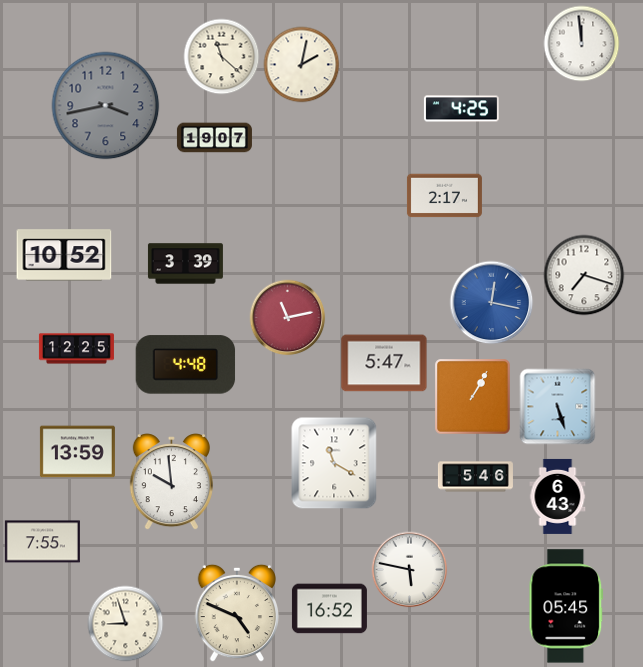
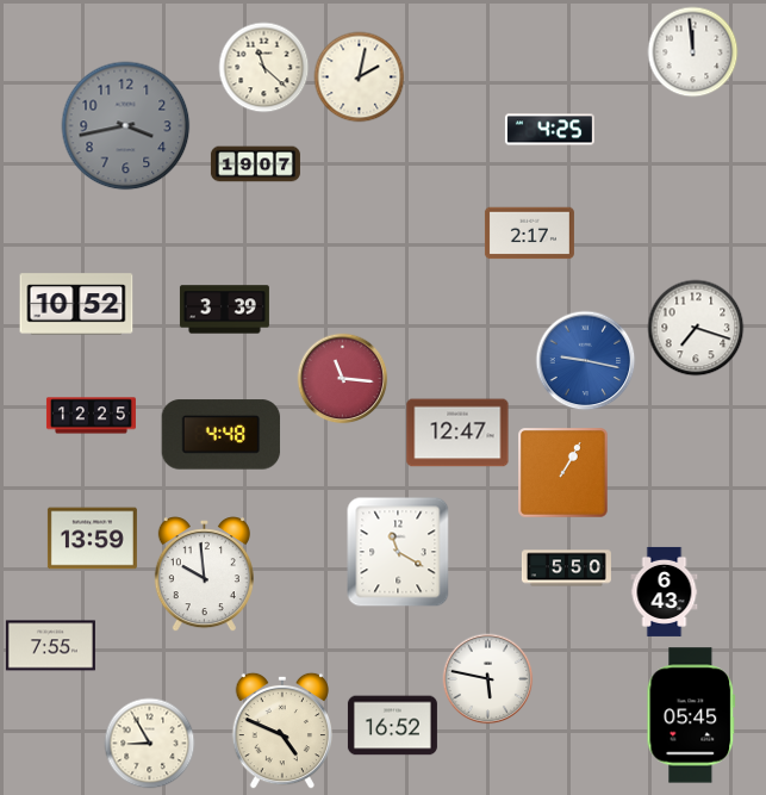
clock at (185, 264) position: (185, 264) -> (224, 310)
clock at (492, 303): 12:17 -> 9:17
clock at (288, 318): 11:13 -> 11:16
clock at (384, 363): 5:47 -> 12:47
clock at (558, 407): 5:27 -> none
clock at (475, 477): 5:46 -> 5:50
clock at (566, 606) position: (566, 606) -> (691, 715)
clock at (126, 624): 8:57 -> 8:55
